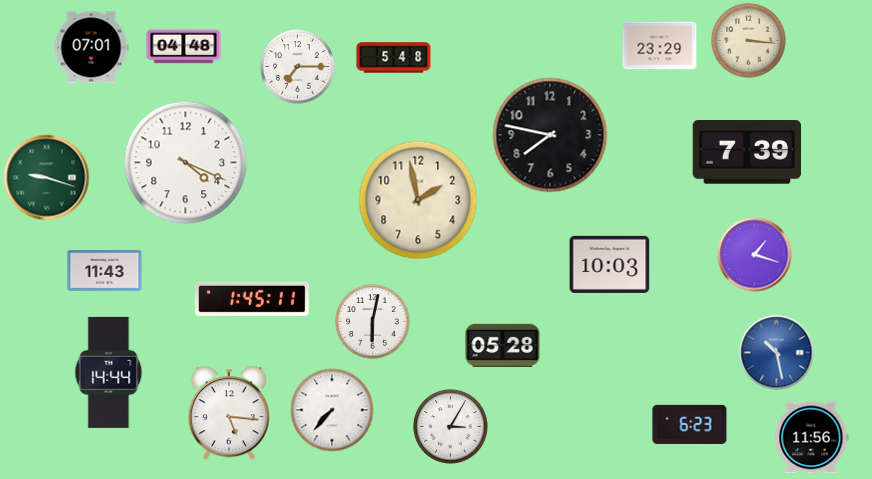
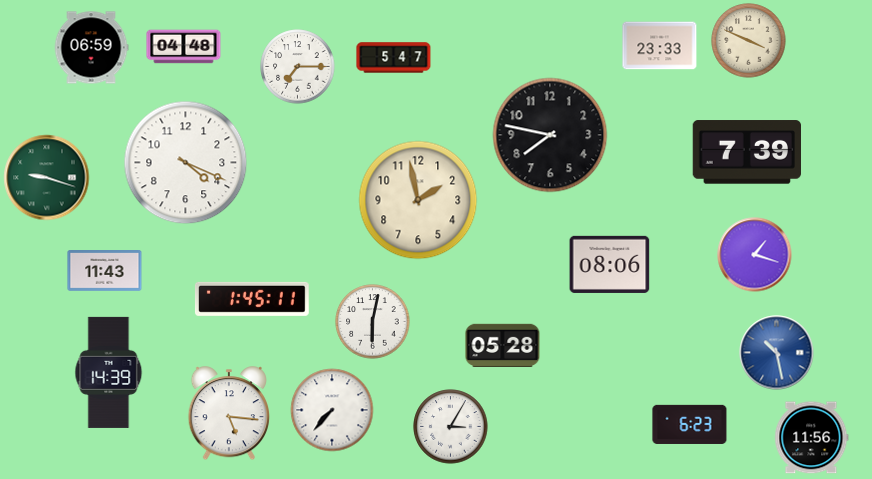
clock at (749, 41): 3:16 -> 3:49
clock at (660, 46): 23:29 -> 23:33
clock at (91, 48): 07:01 -> 06:59
clock at (394, 58): 5:48 -> 5:47
clock at (610, 264): 10:03 -> 08:06
clock at (109, 372): 14:44 -> 14:39
